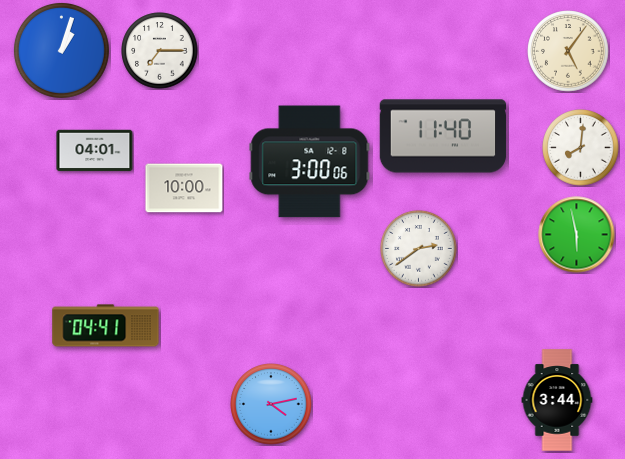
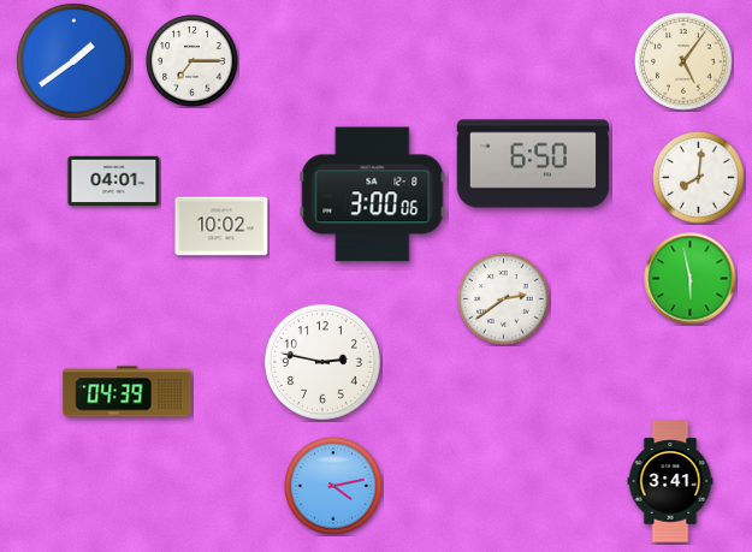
clock at (61, 50): 1:03 -> 1:39
clock at (443, 136): 11:40 -> 6:50
clock at (184, 188): 10:00 -> 10:02
clock at (577, 235) position: (577, 235) -> (691, 279)
clock at (322, 362): none -> 2:47
clock at (106, 326): 04:41 -> 04:39
clock at (557, 400): 3:44 -> 3:41
clock at (271, 404) position: (271, 404) -> (333, 486)
